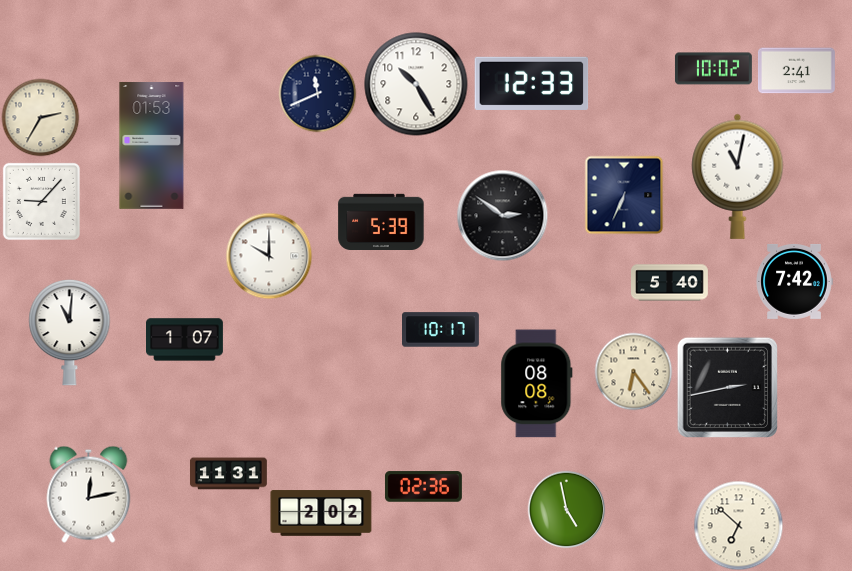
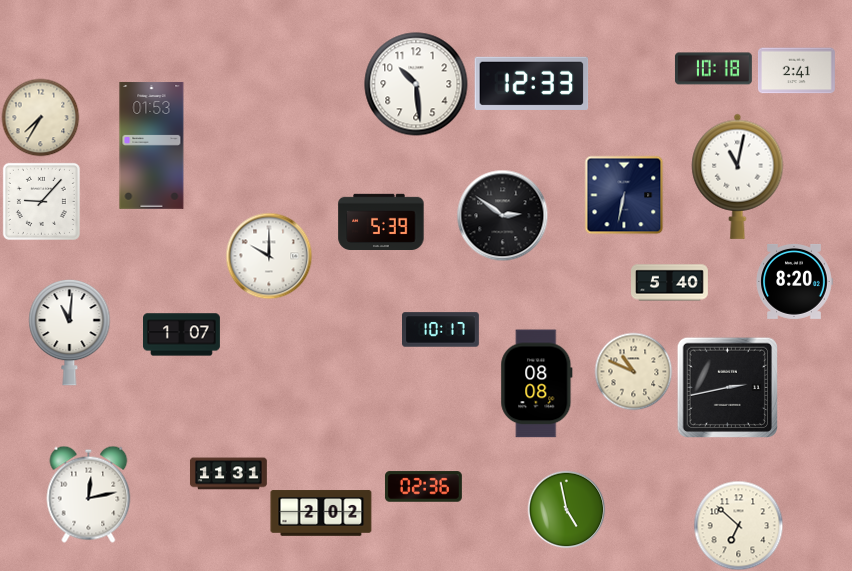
clock at (713, 69): 10:02 -> 10:18
clock at (416, 84): 10:25 -> 10:29
clock at (317, 93): 11:41 -> none
clock at (40, 117): 2:35 -> 7:35
clock at (624, 195): 6:34 -> 6:32
clock at (794, 281): 7:42 -> 8:20
clock at (185, 340) position: (185, 340) -> (182, 335)
clock at (633, 371): 6:24 -> 10:49
